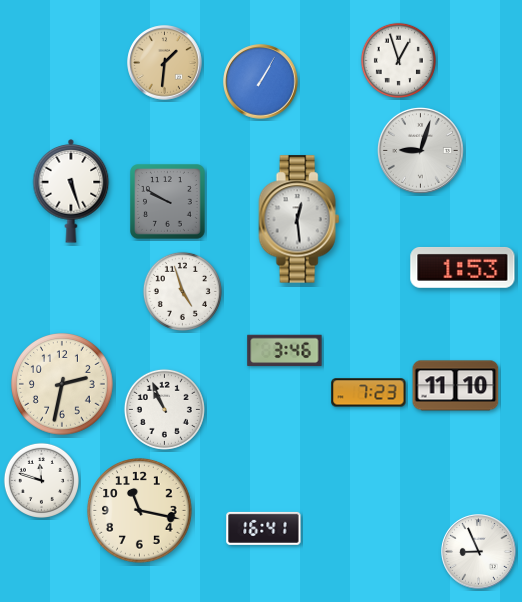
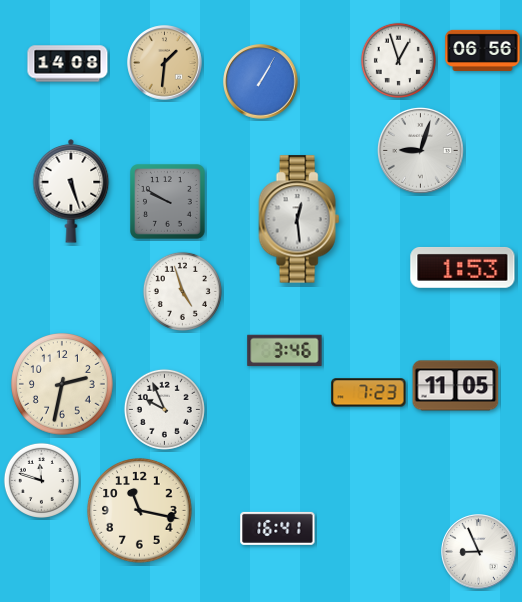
clock at (483, 50): none -> 06:56
clock at (68, 64): none -> 14:08
clock at (456, 386): 11:10 -> 11:05
clock at (164, 409): 10:56 -> 9:56
clock at (264, 528) position: (264, 528) -> (278, 528)
